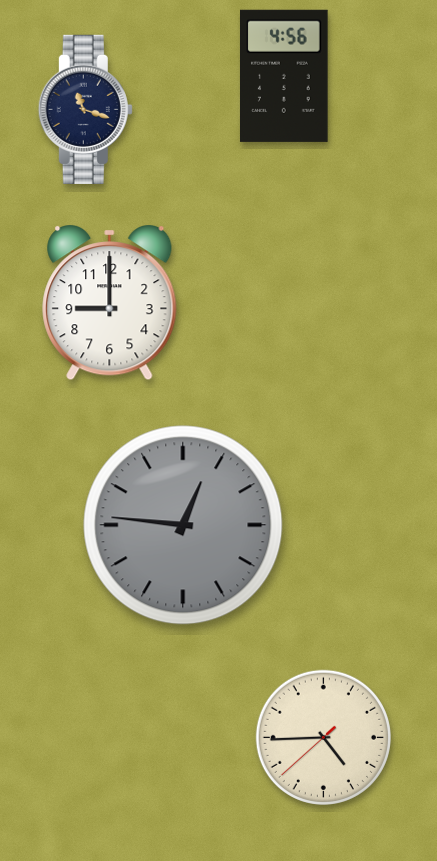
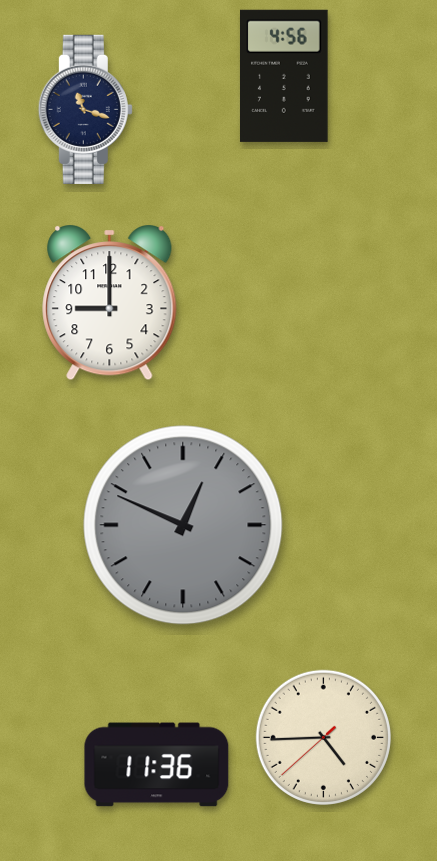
clock at (183, 525): 12:46 -> 12:49
clock at (157, 765): none -> 11:36
